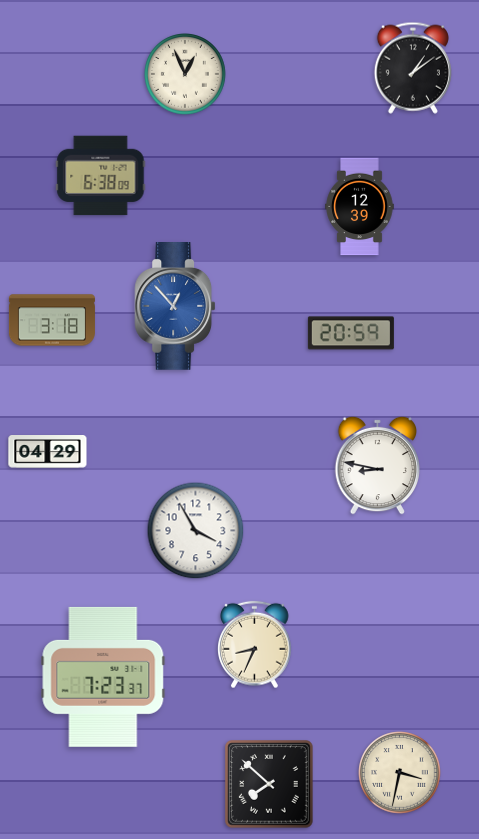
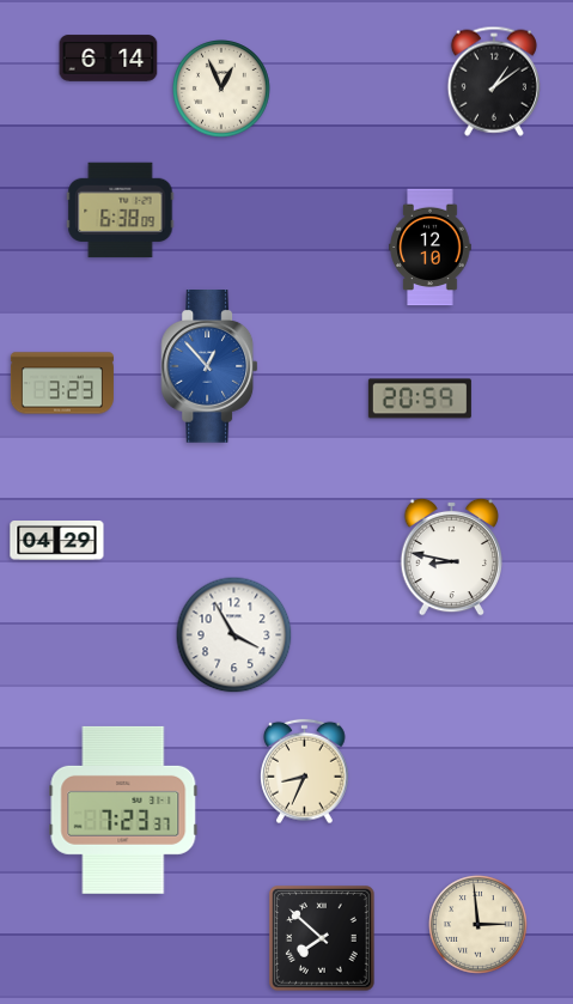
clock at (109, 59): none -> 6:14
clock at (360, 207): 12:39 -> 12:10
clock at (52, 320): 3:18 -> 3:23
clock at (400, 773): 3:32 -> 2:59
